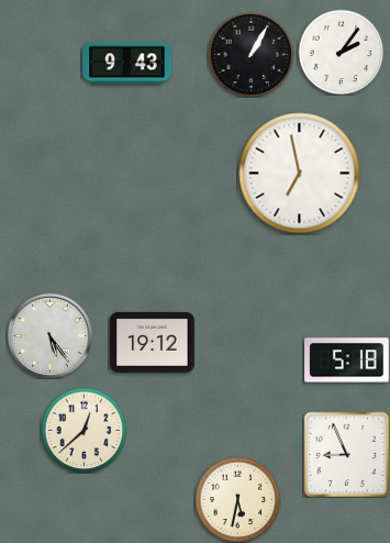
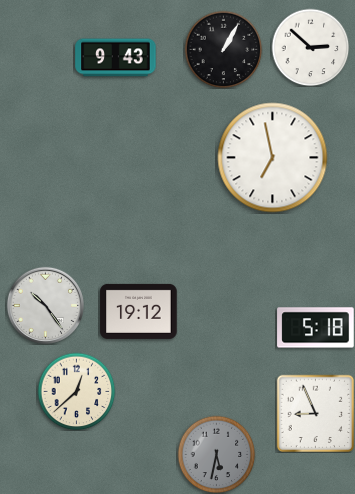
clock at (341, 52): 2:06 -> 2:52
clock at (250, 54) position: (250, 54) -> (223, 49)
clock at (49, 335): 5:24 -> 10:24
clock at (237, 499) dial: cream -> grey
